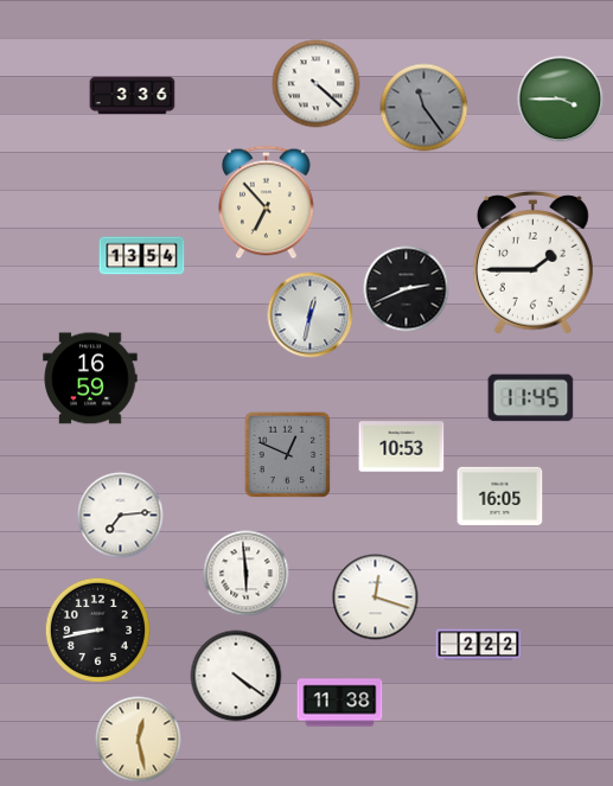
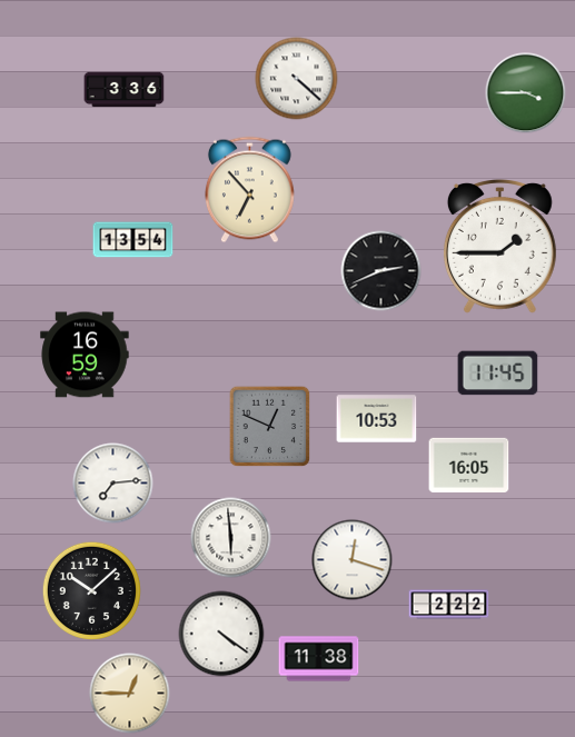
clock at (424, 108): 11:24 -> none
clock at (311, 315): 12:32 -> none
clock at (97, 630): 8:43 -> 10:08
clock at (139, 740): 12:28 -> 12:45
